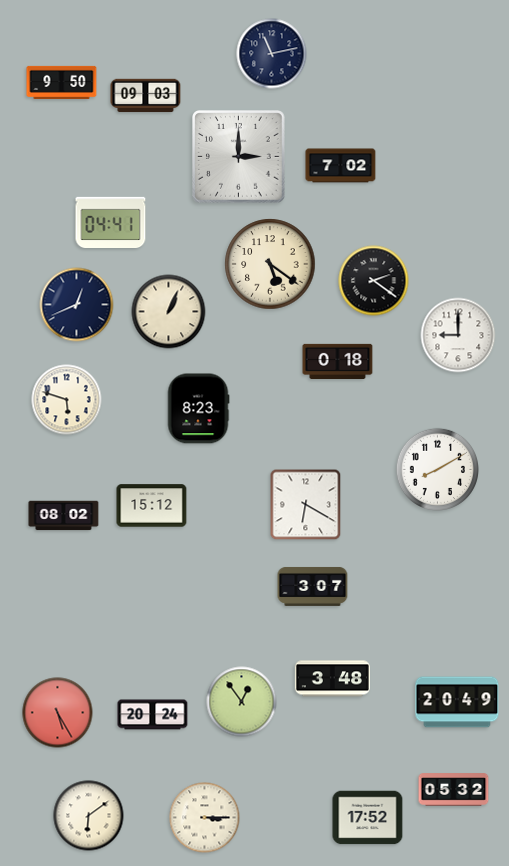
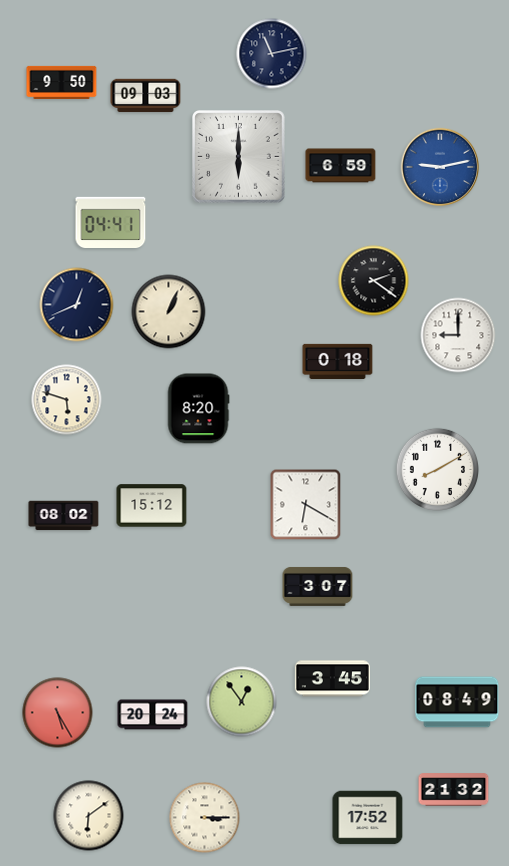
clock at (239, 157): 3:00 -> 6:00
clock at (341, 166): 7:02 -> 6:59
clock at (440, 167): none -> 9:13
clock at (270, 264): 5:21 -> none
clock at (198, 409): 8:23 -> 8:20
clock at (313, 586) position: (313, 586) -> (318, 586)
clock at (332, 679): 3:48 -> 3:45
clock at (457, 702): 20:49 -> 08:49
clock at (454, 790): 05:32 -> 21:32
